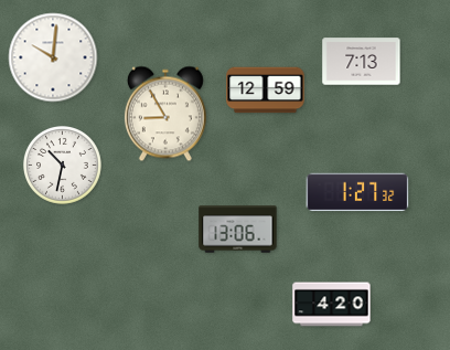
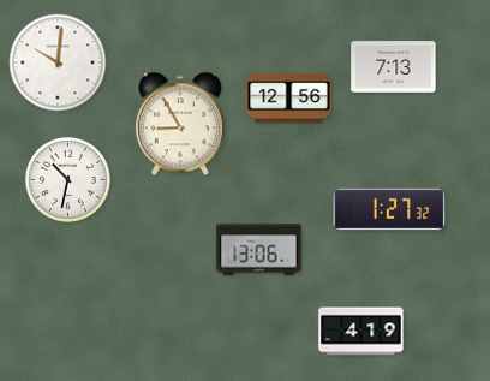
clock at (266, 91): 12:59 -> 12:56
clock at (332, 305): 4:20 -> 4:19
